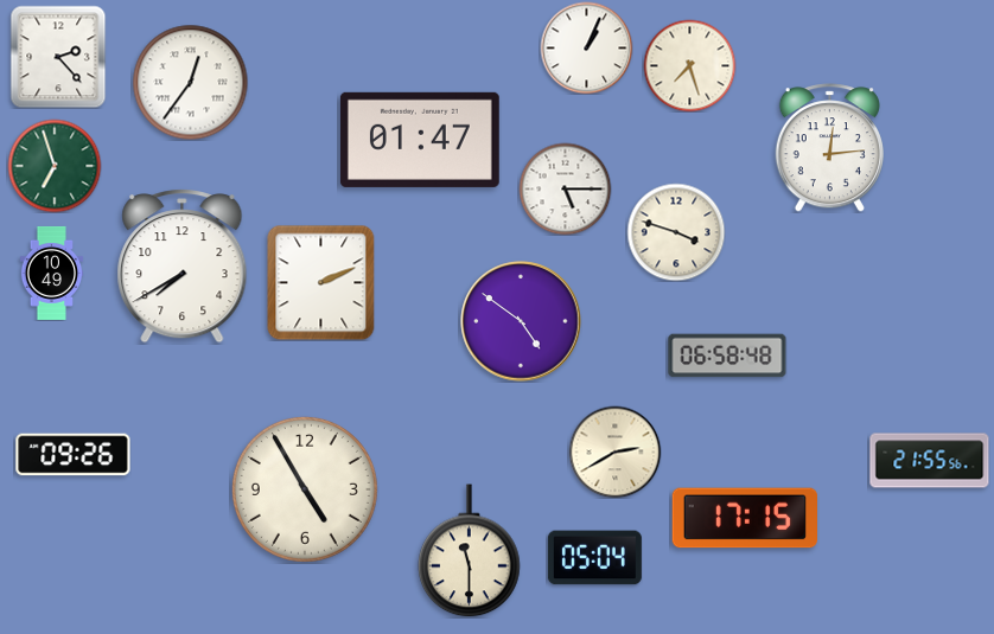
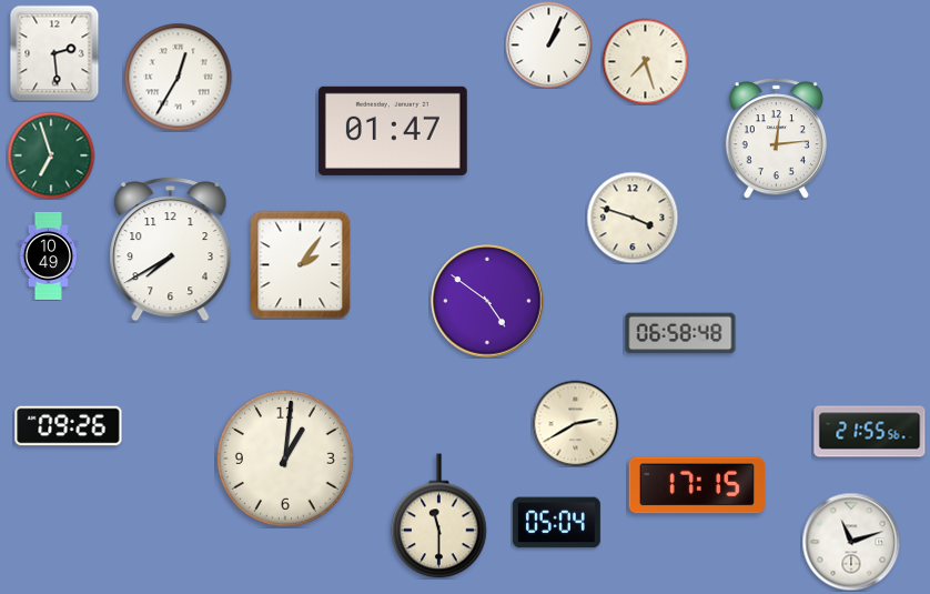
clock at (58, 57): 2:23 -> 2:29
clock at (190, 82): 12:36 -> 12:35
clock at (565, 188): 5:15 -> none
clock at (321, 282): 2:11 -> 2:06
clock at (305, 489): 4:55 -> 1:01
clock at (851, 542): none -> 11:12
